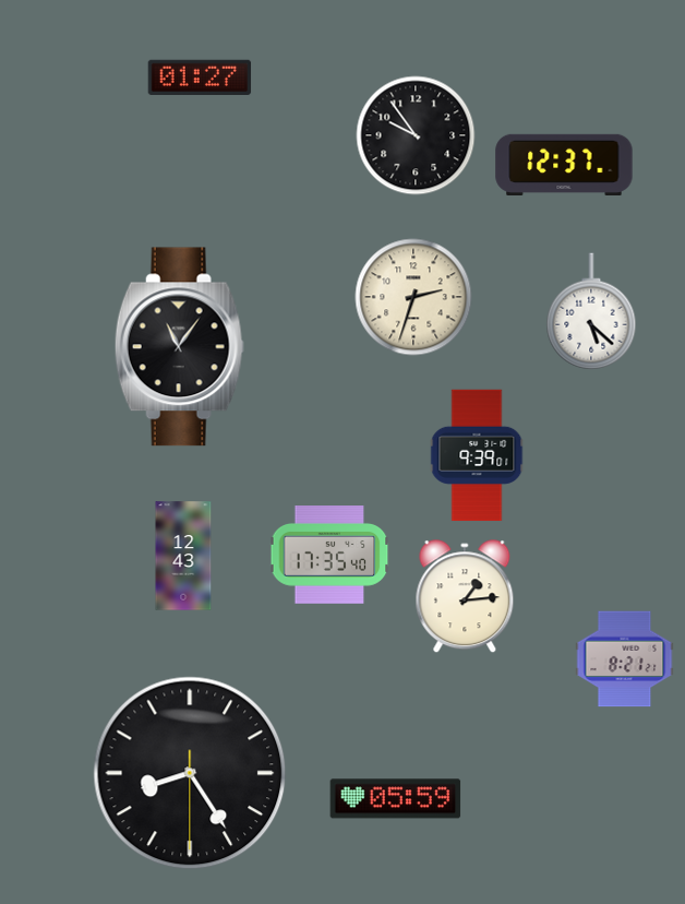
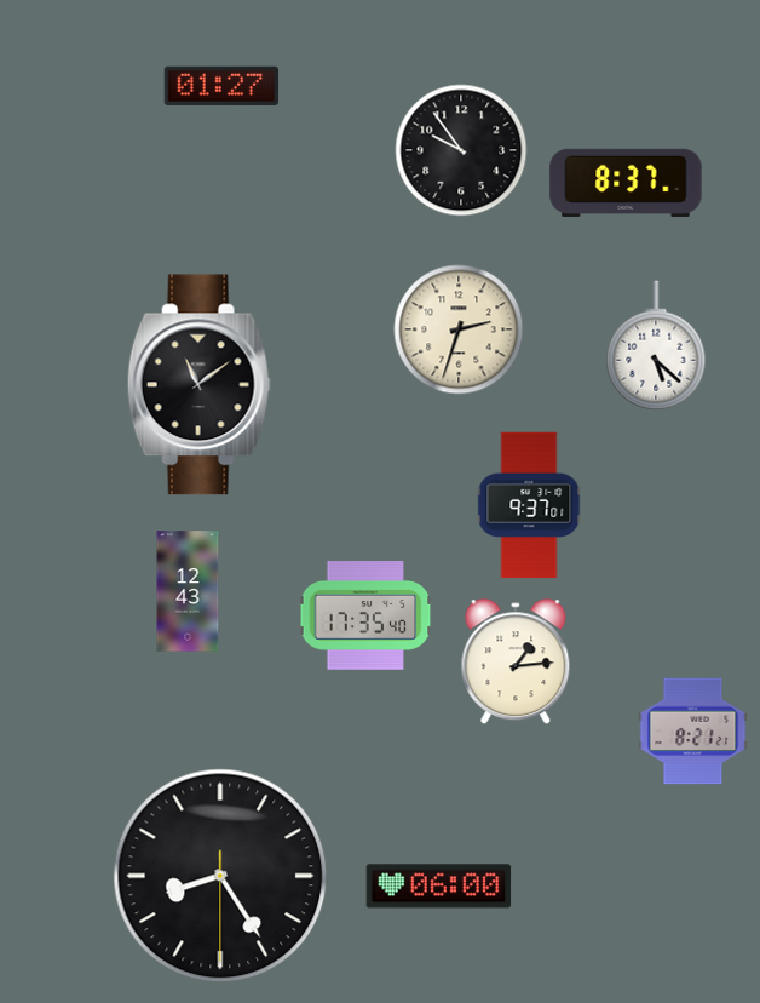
clock at (564, 164): 12:37 -> 8:37
clock at (179, 347): 11:06 -> 11:09
clock at (477, 455): 9:39 -> 9:37
clock at (183, 556) position: (183, 556) -> (188, 591)
clock at (190, 773) position: (190, 773) -> (220, 876)
clock at (396, 799): 05:59 -> 06:00
